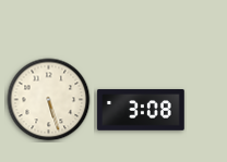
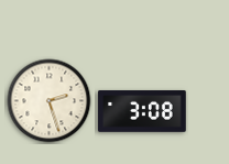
clock at (49, 100): 5:27 -> 2:27
